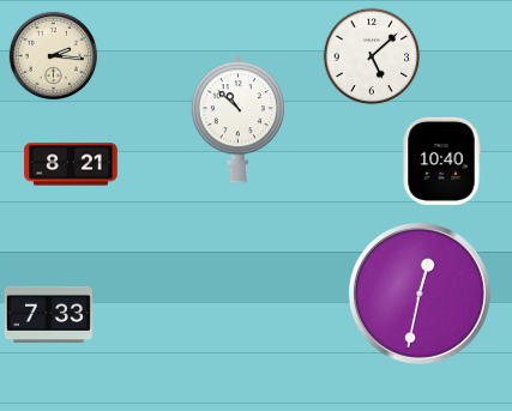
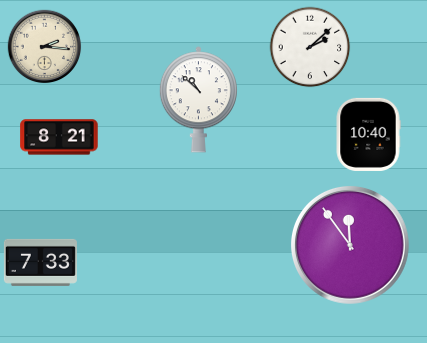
clock at (372, 56): 5:08 -> 2:08
clock at (420, 294): 12:32 -> 11:54
